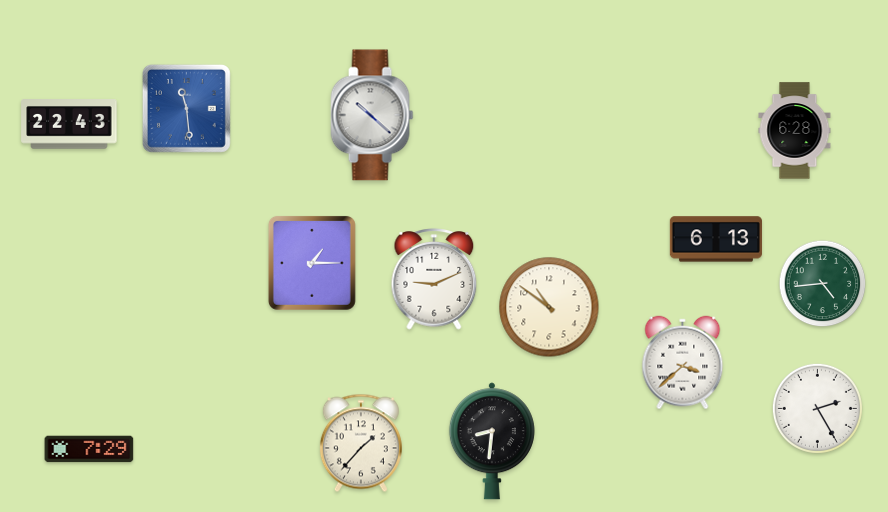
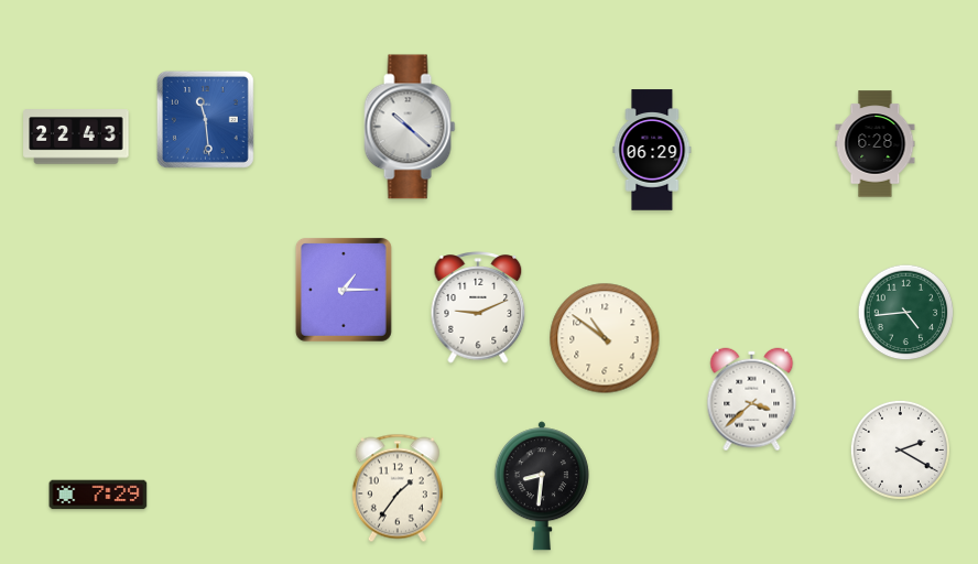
clock at (652, 150): none -> 06:29
clock at (716, 239): 6:13 -> none
clock at (817, 408): 2:25 -> 2:20
clock at (361, 443): 1:37 -> 1:36
